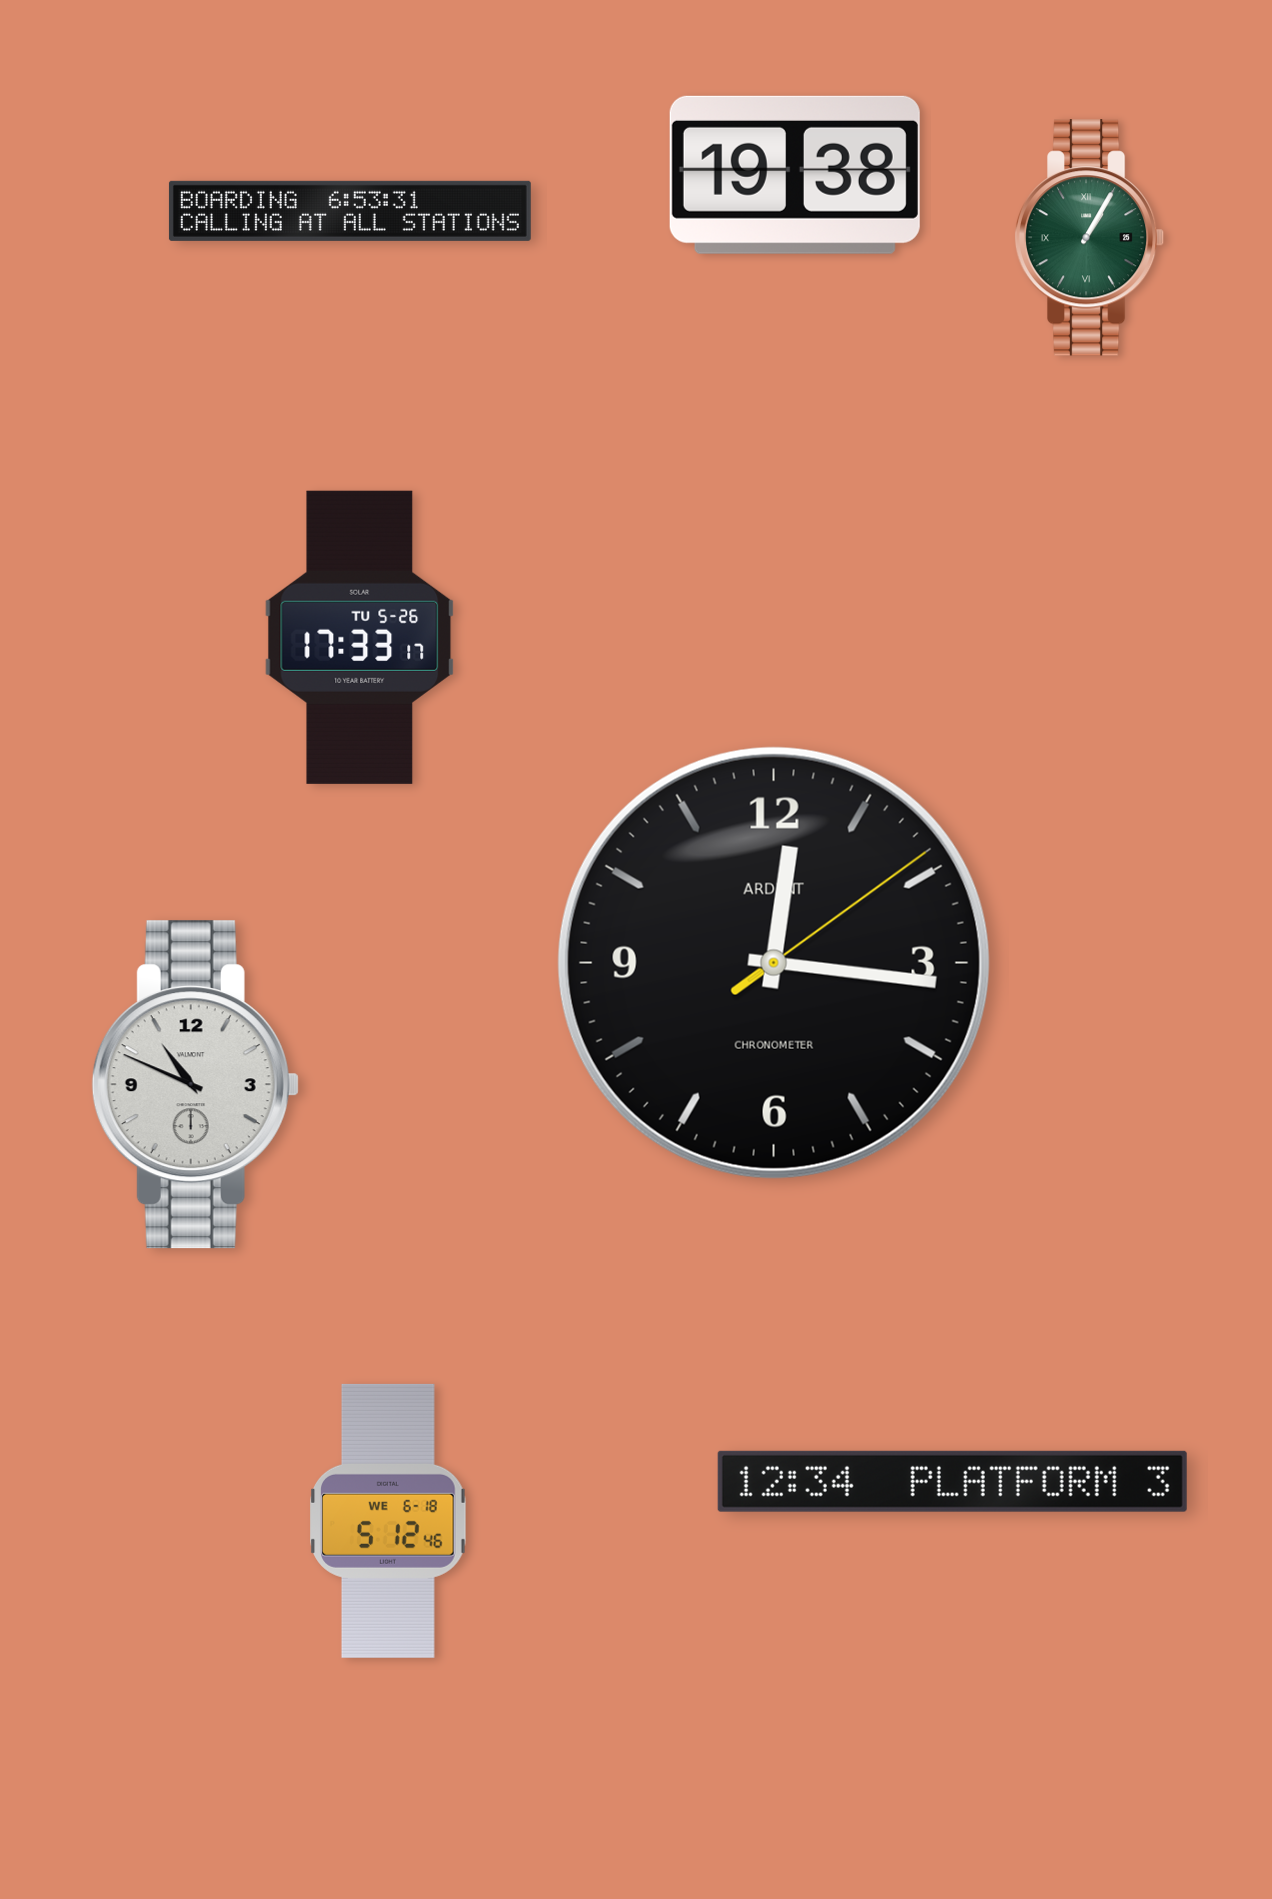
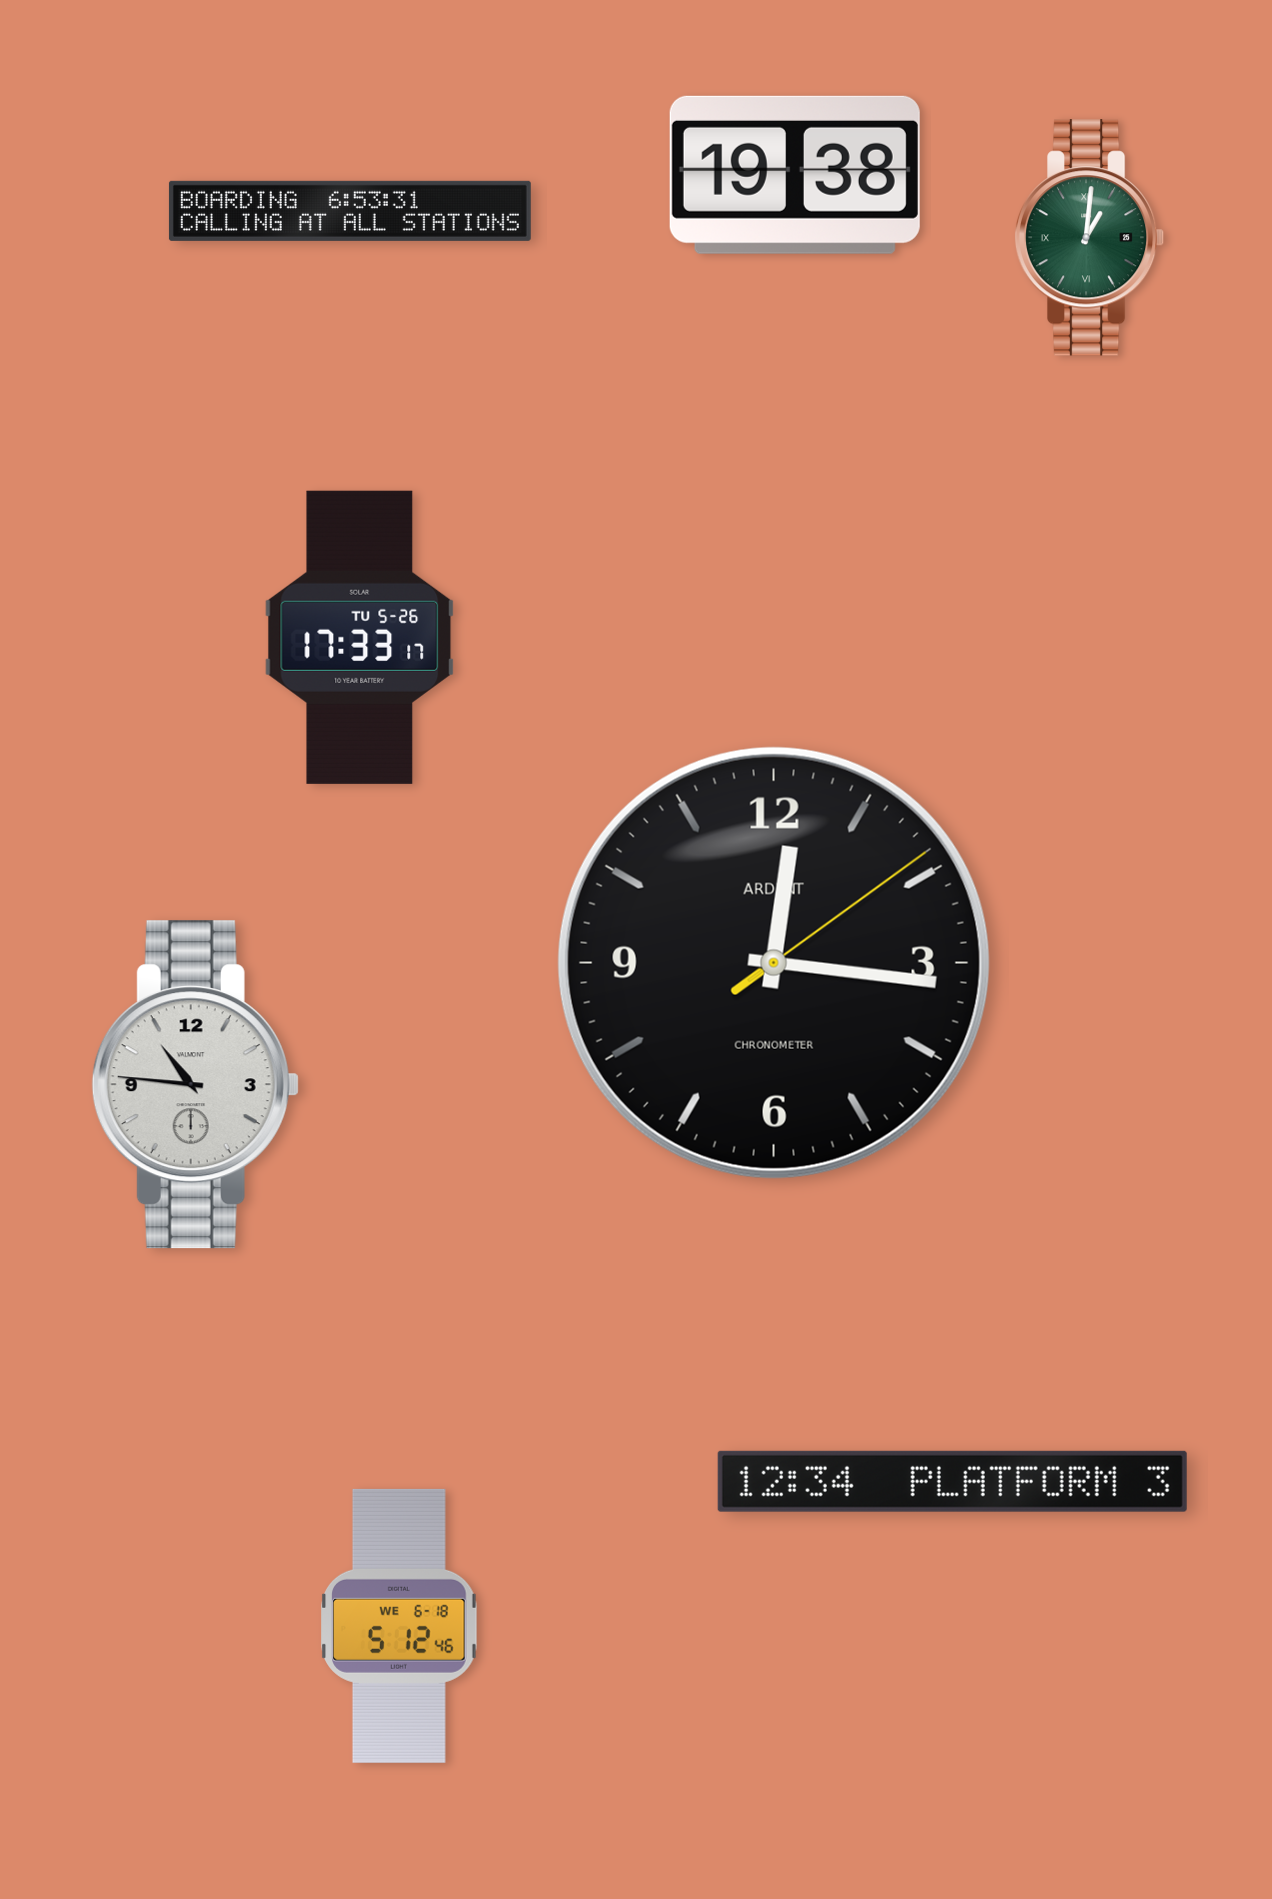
clock at (1090, 238): 1:05 -> 1:01
clock at (195, 1085): 10:49 -> 10:46
clock at (388, 1521) position: (388, 1521) -> (399, 1626)
